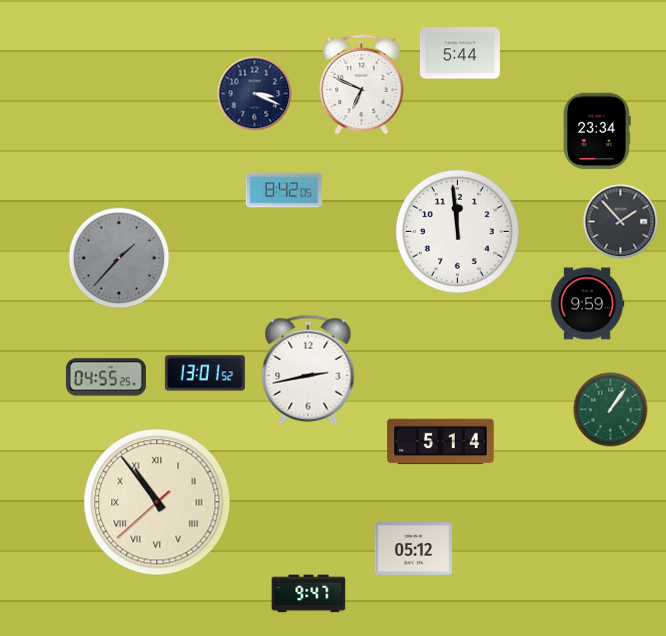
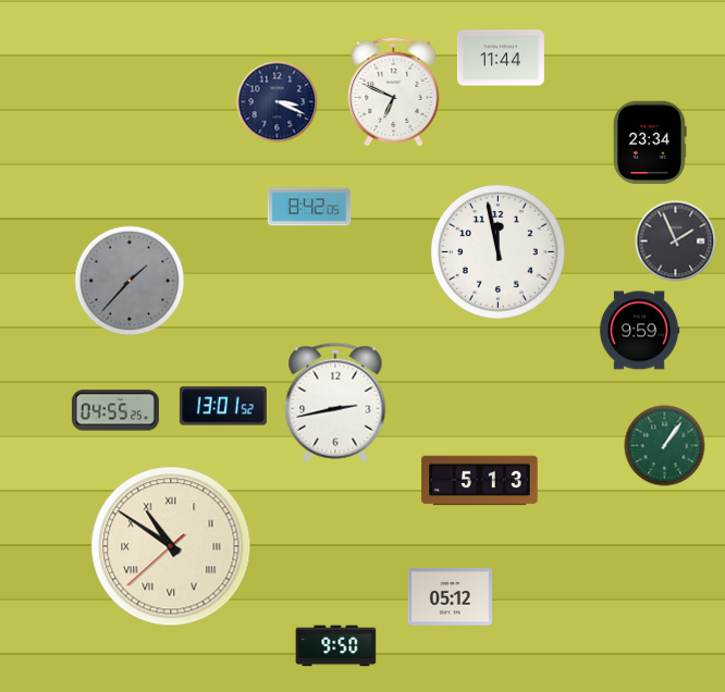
clock at (460, 53): 5:44 -> 11:44
clock at (621, 222): 1:53 -> 1:56
clock at (457, 231): 11:59 -> 11:58
clock at (441, 442): 5:14 -> 5:13
clock at (157, 502): 10:53 -> 10:50
clock at (309, 594): 9:47 -> 9:50
